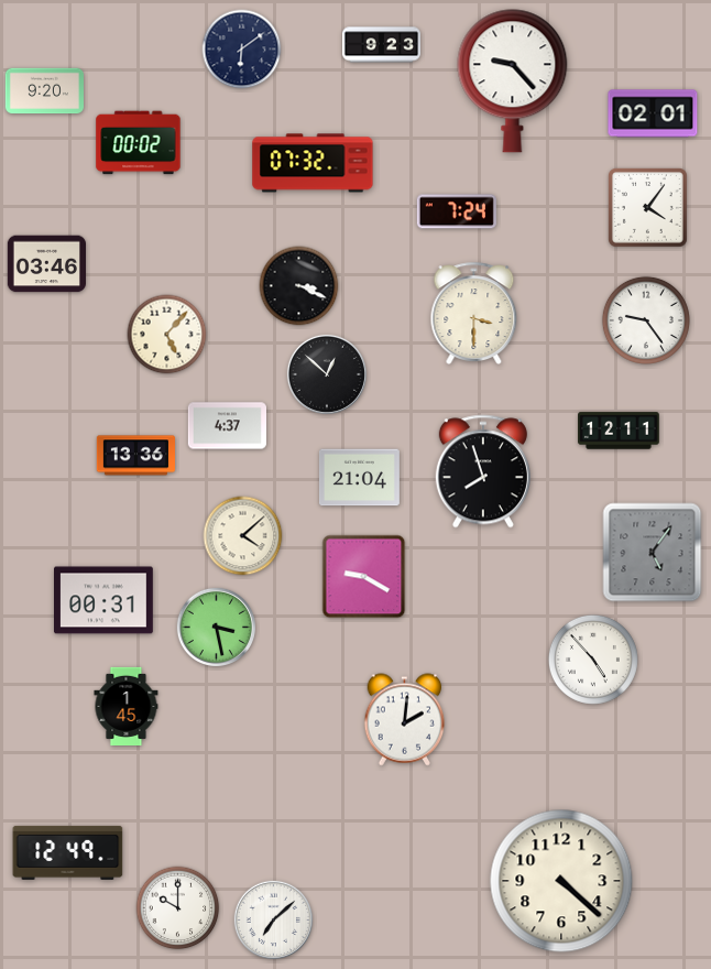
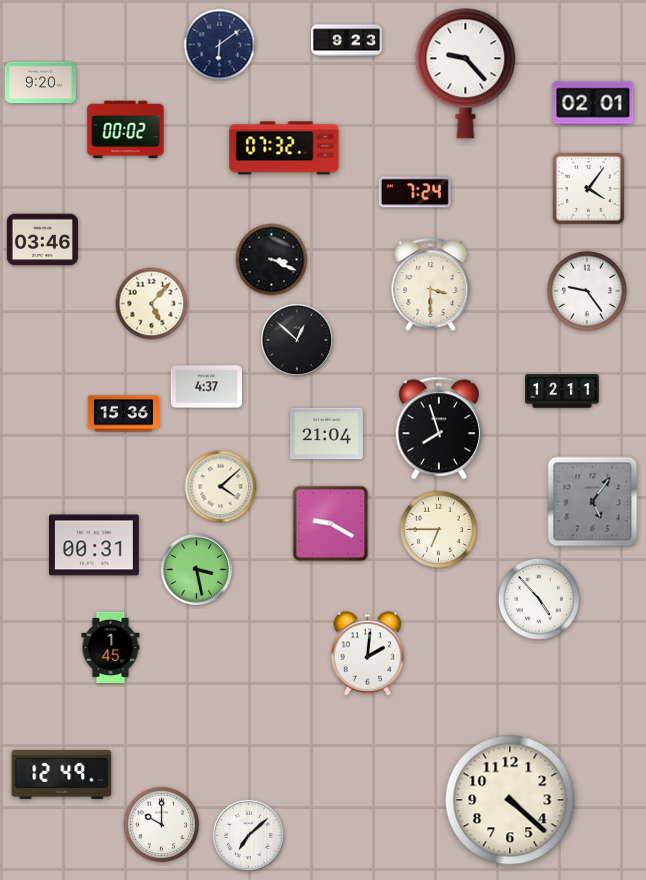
clock at (135, 456): 13:36 -> 15:36
clock at (439, 530): none -> 6:45
clock at (127, 706) position: (127, 706) -> (111, 647)
